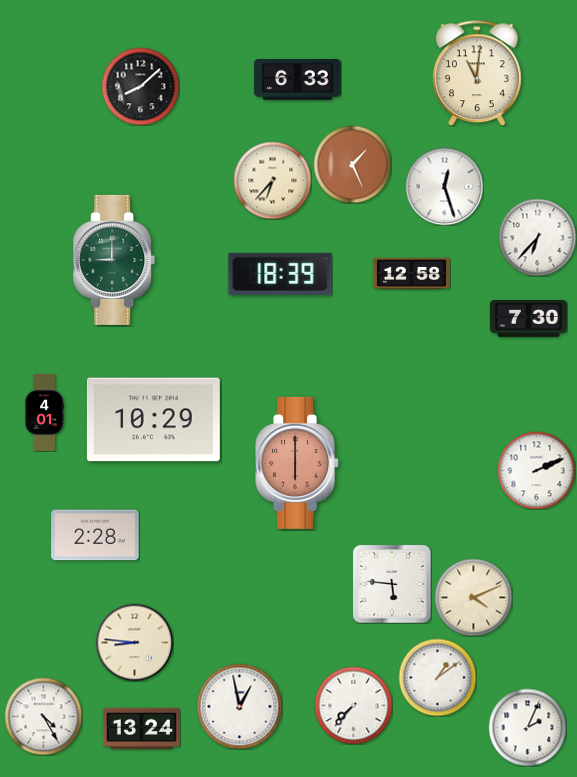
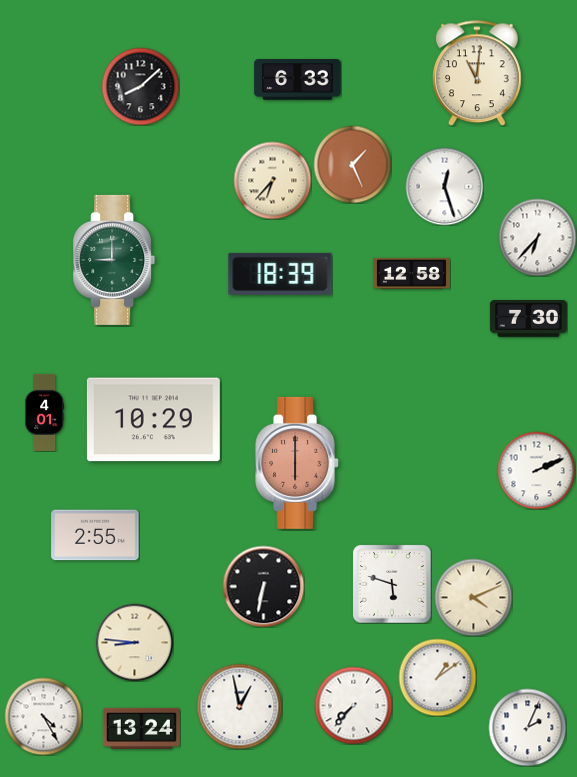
clock at (95, 535): 2:28 -> 2:55
clock at (392, 584): 5:46 -> 5:48
clock at (263, 586): none -> 6:32
